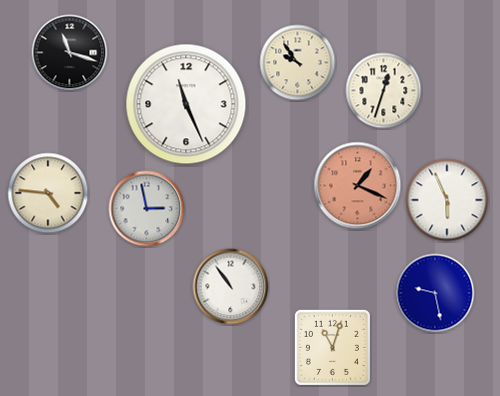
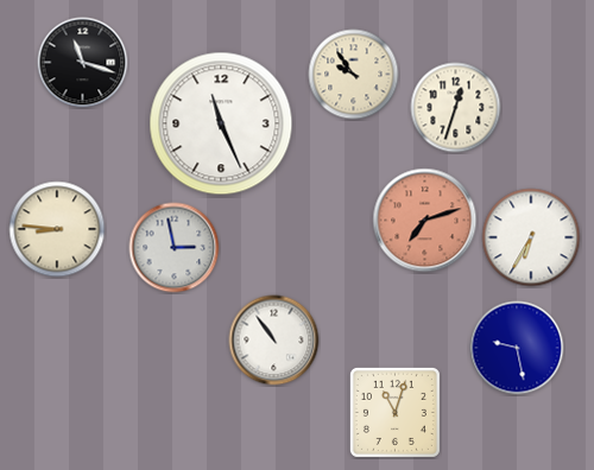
clock at (358, 186): 1:19 -> 7:12
clock at (48, 193): 4:46 -> 8:46
clock at (447, 200): 5:56 -> 6:35
